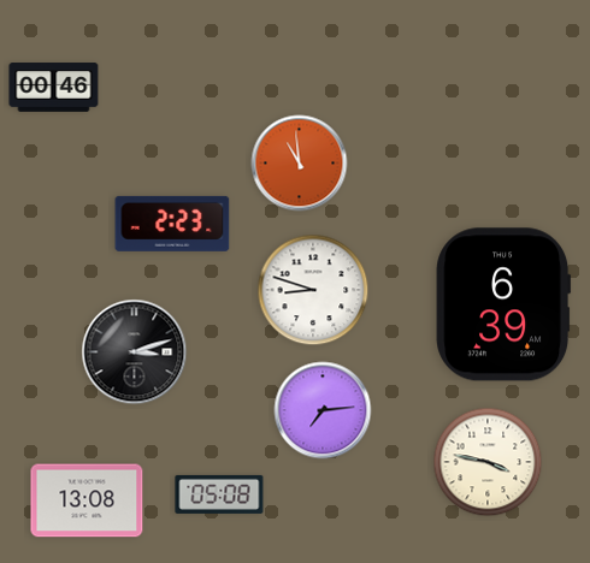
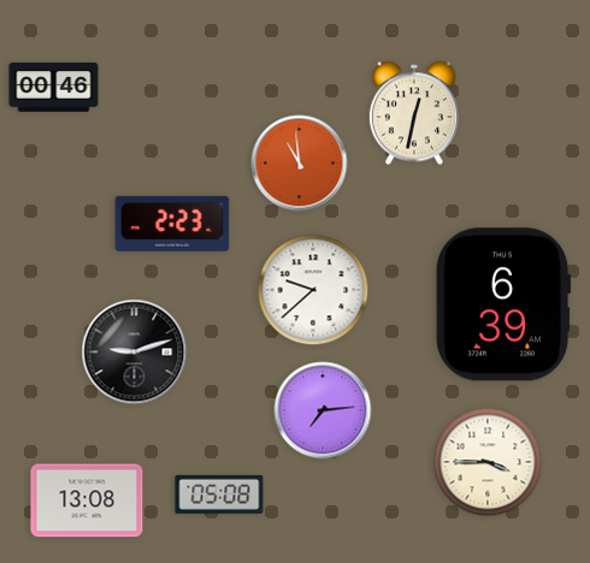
clock at (414, 113): none -> 12:32
clock at (313, 290): 8:48 -> 9:38
clock at (135, 352): 3:12 -> 9:12
clock at (488, 462): 3:47 -> 3:45
